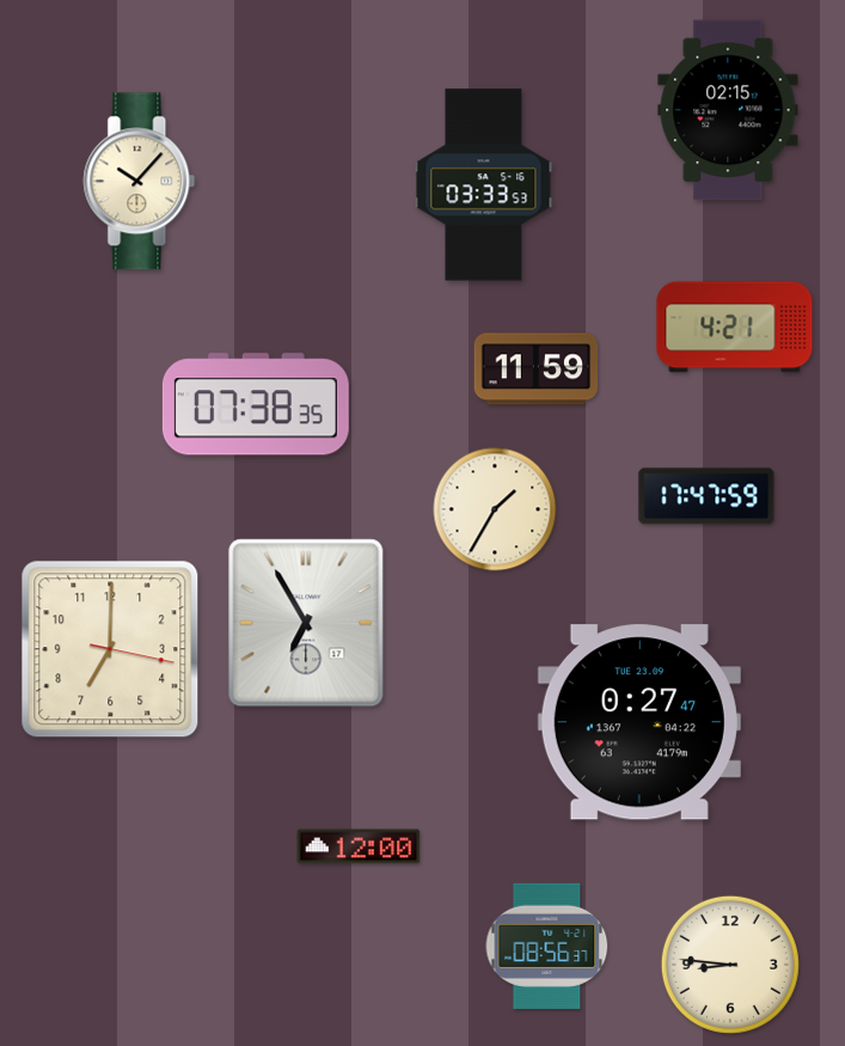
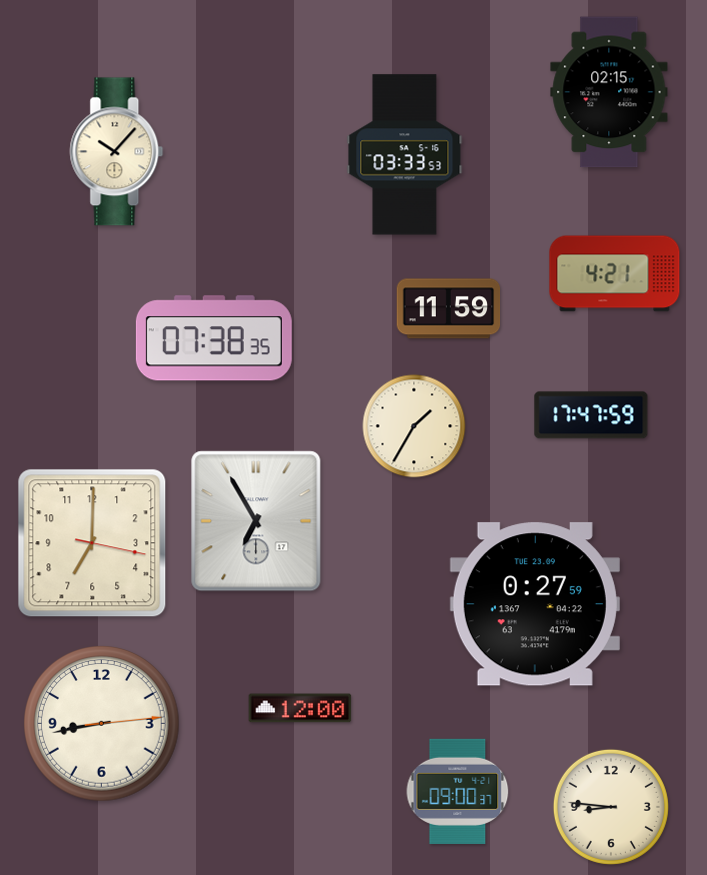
clock at (639, 722): 0:27:47 -> 0:27:59
clock at (102, 724): none -> 8:43
clock at (547, 946): 08:56 -> 09:00
